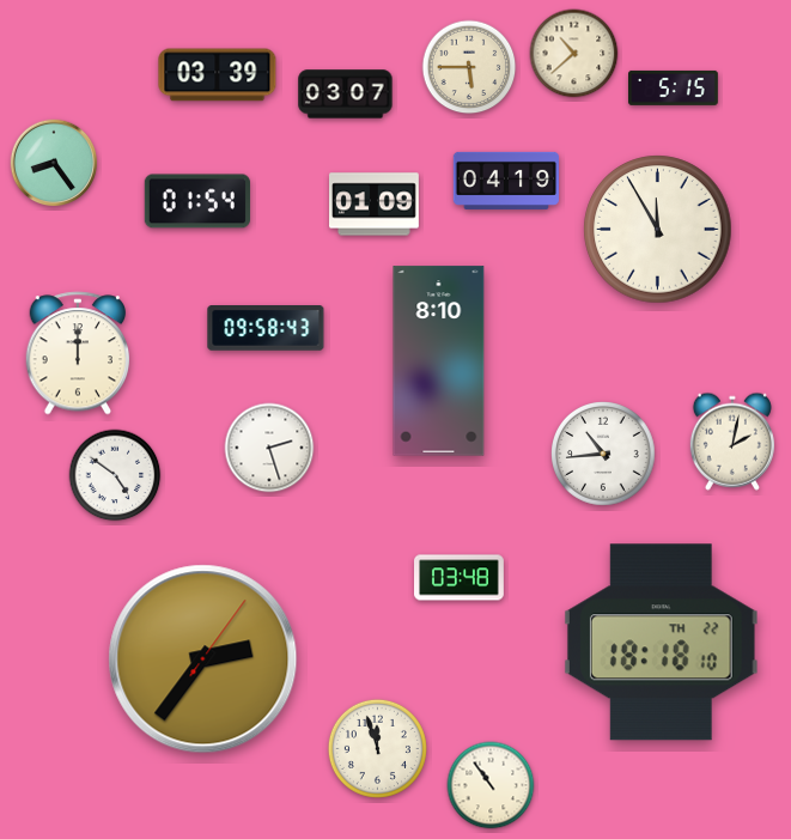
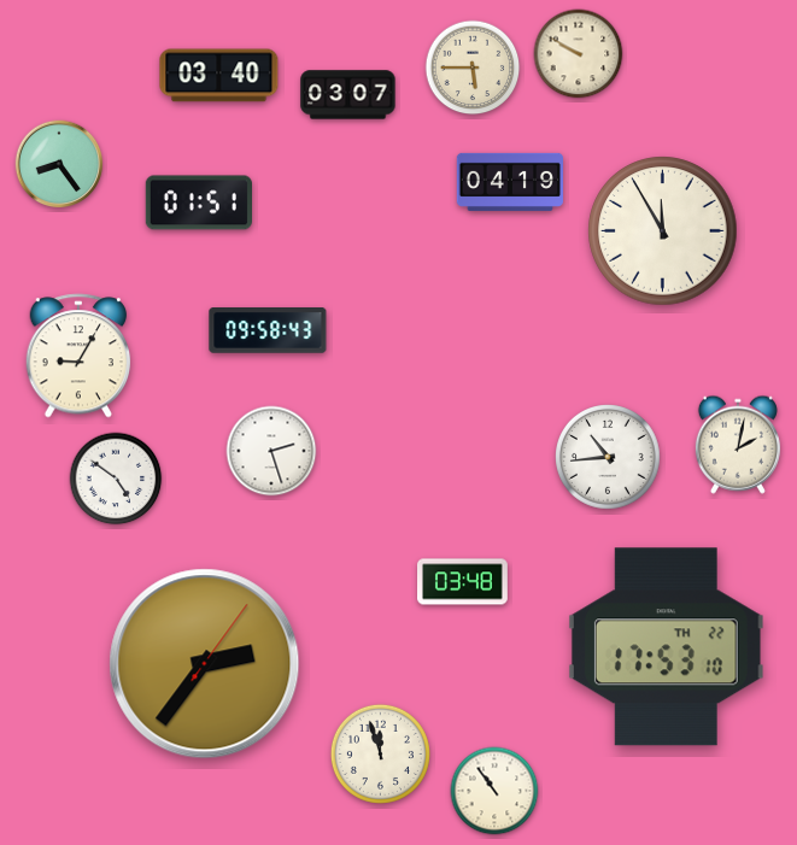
clock at (574, 54): 10:38 -> 9:50
clock at (218, 75): 03:39 -> 03:40
clock at (674, 87): 5:15 -> none
clock at (54, 163) position: (54, 163) -> (59, 164)
clock at (196, 201): 01:54 -> 01:51
clock at (375, 205): 01:09 -> none
clock at (78, 353): 12:00 -> 9:05
clock at (439, 361): 8:10 -> none
clock at (661, 643): 18:18 -> 17:53
